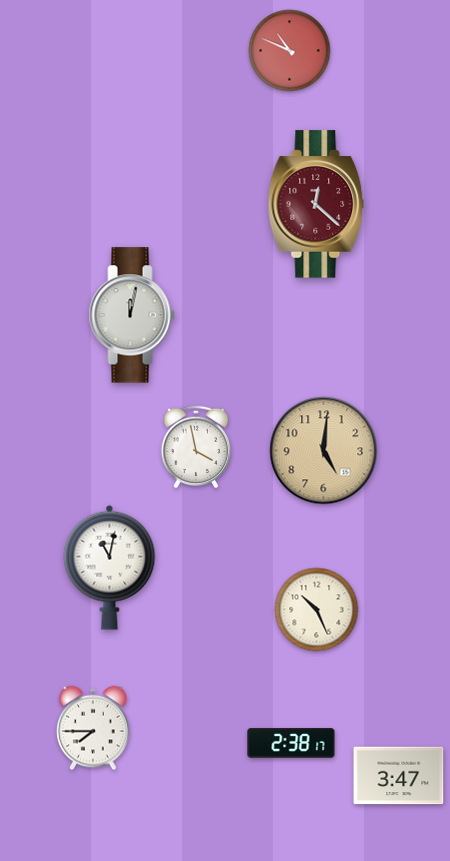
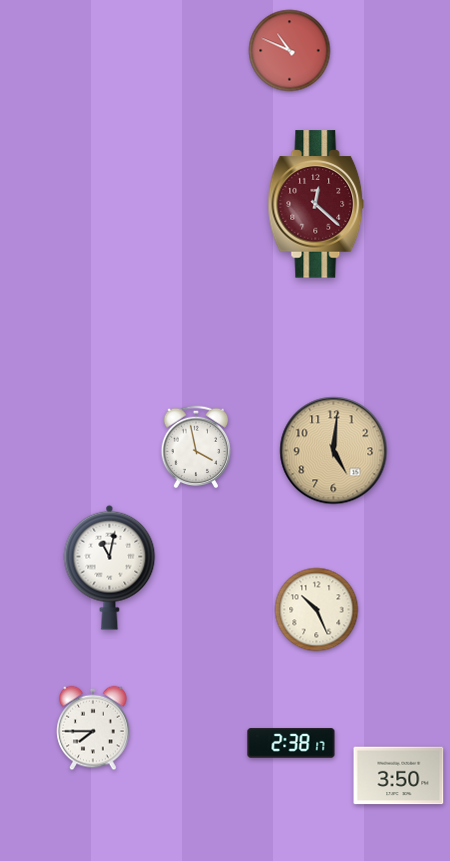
clock at (132, 315): 12:02 -> none
clock at (324, 451) position: (324, 451) -> (334, 451)
clock at (399, 776): 3:47 -> 3:50
